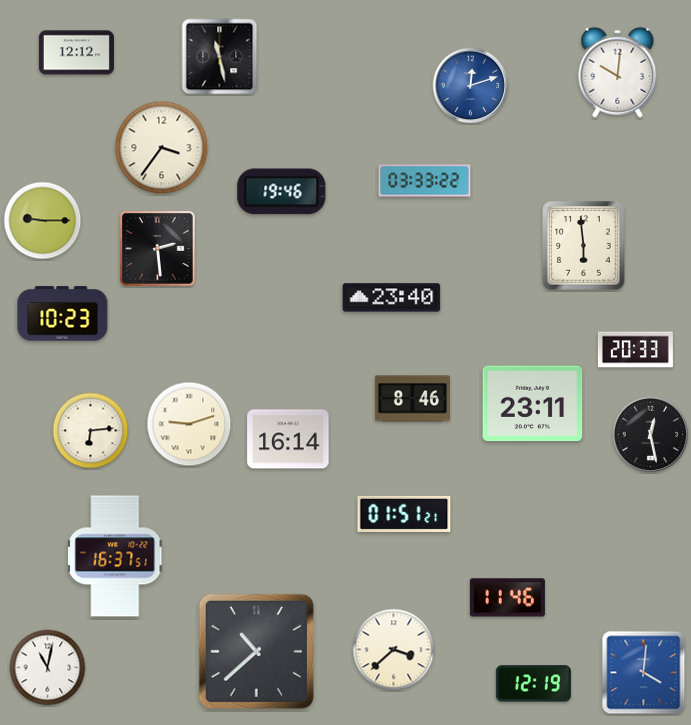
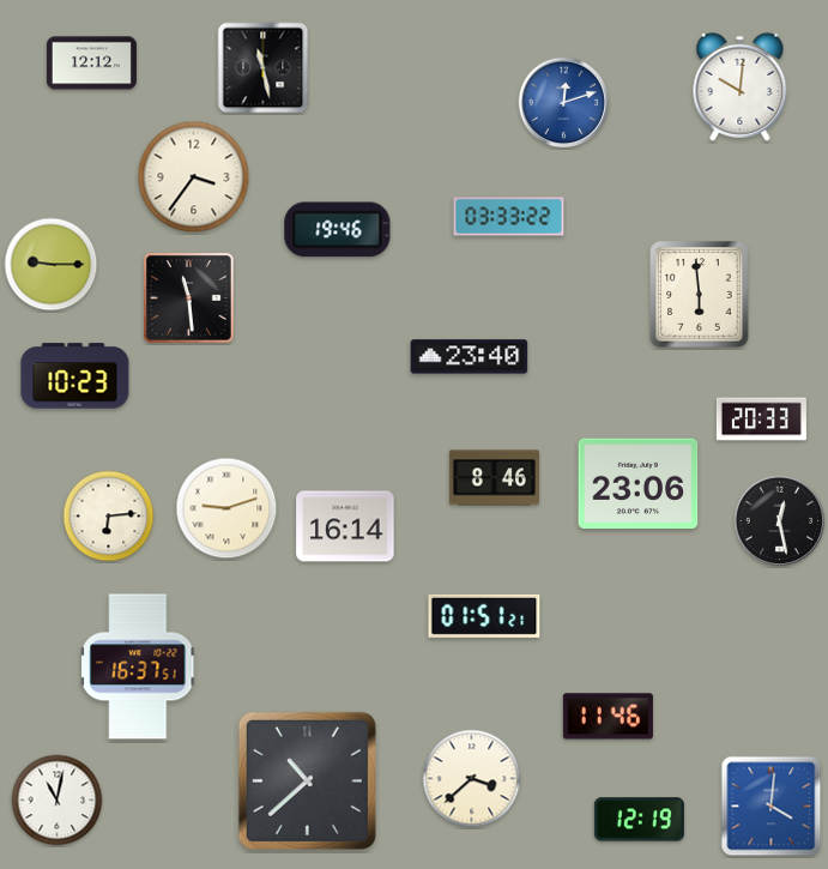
clock at (158, 249): 2:29 -> 11:29
clock at (533, 404): 23:11 -> 23:06
